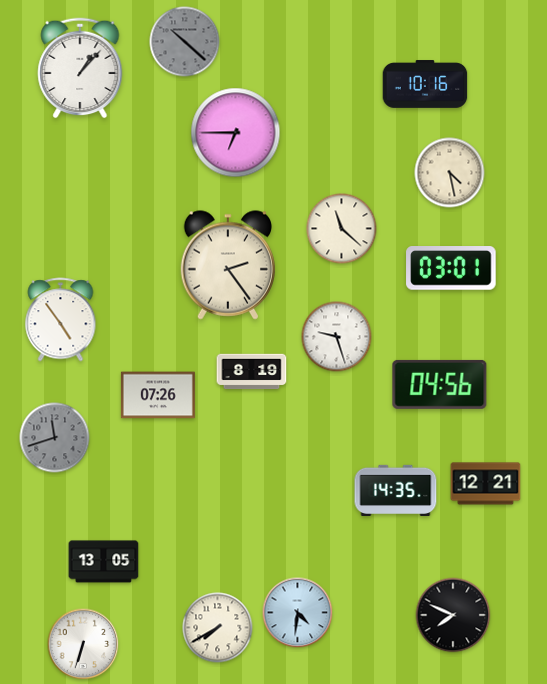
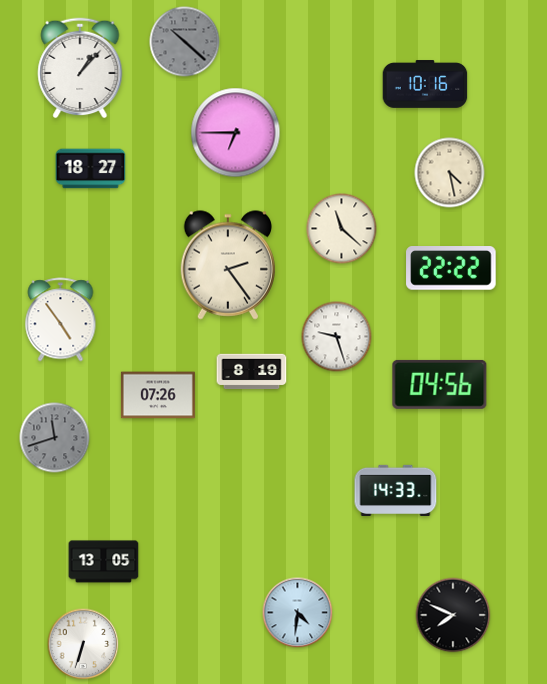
clock at (91, 169): none -> 18:27
clock at (451, 268): 03:01 -> 22:22
clock at (486, 484): 12:21 -> none
clock at (396, 490): 14:35 -> 14:33
clock at (218, 628): 7:40 -> none
